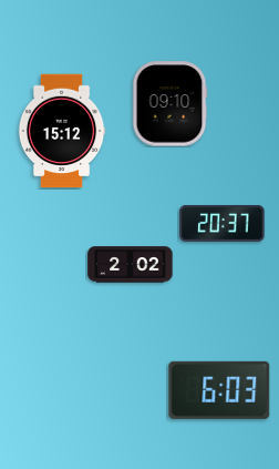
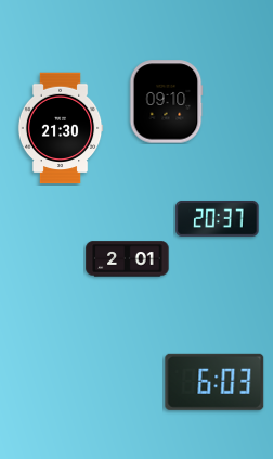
clock at (62, 131): 15:12 -> 21:30
clock at (131, 265): 2:02 -> 2:01
